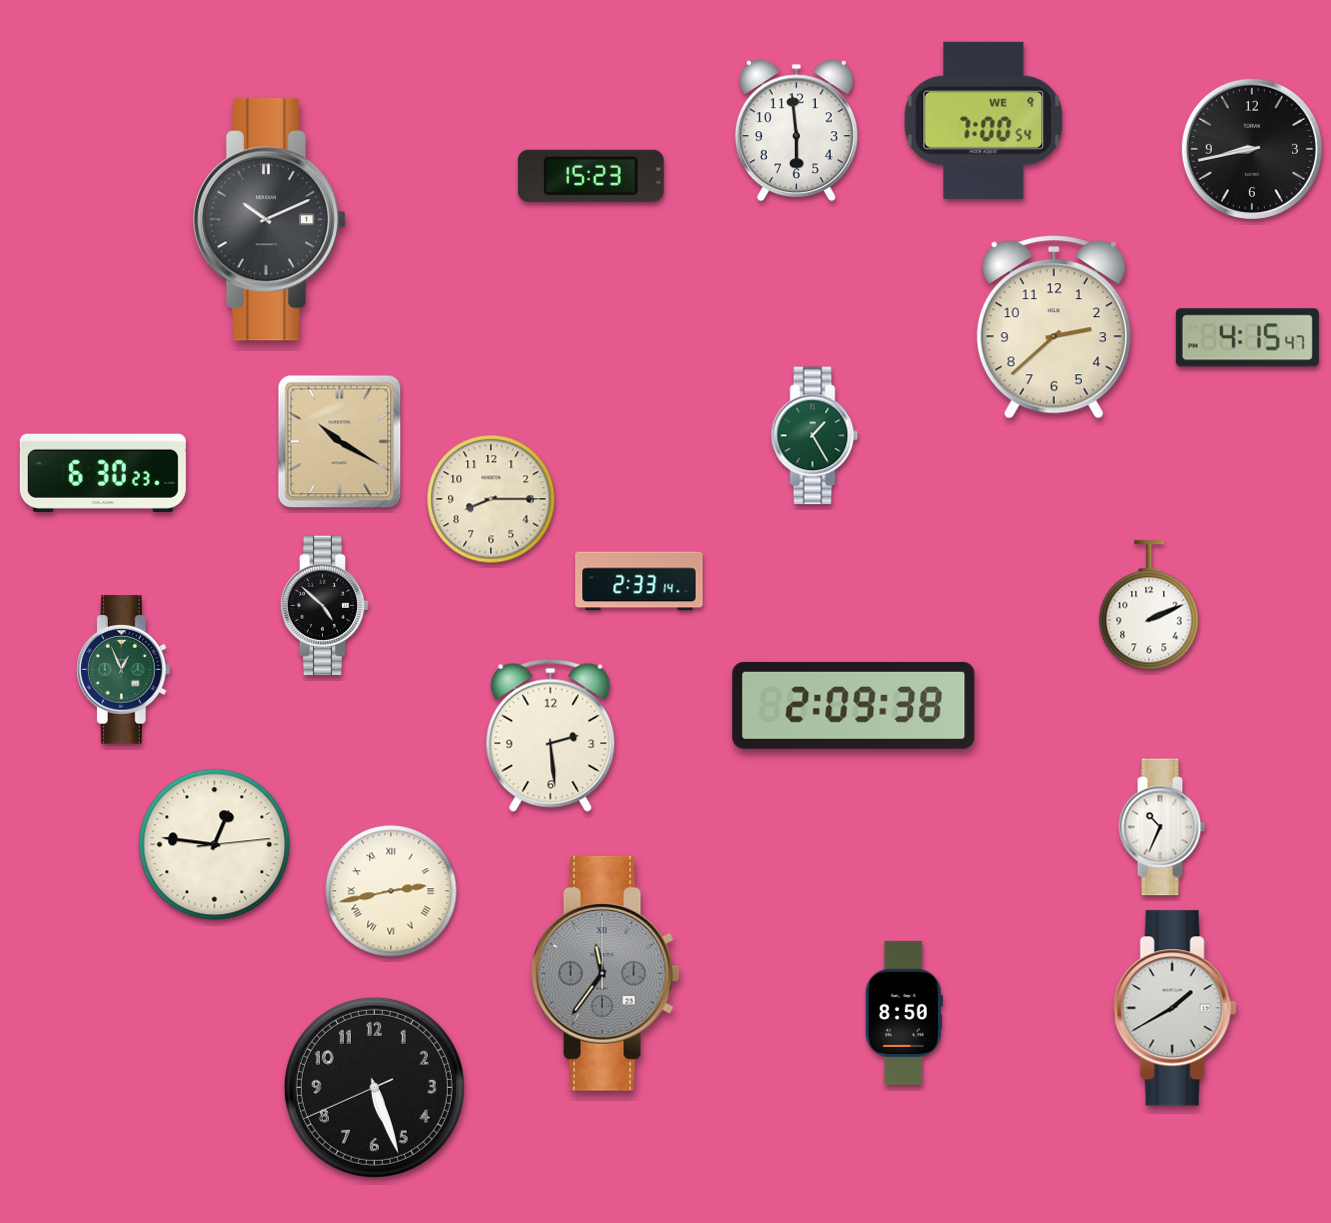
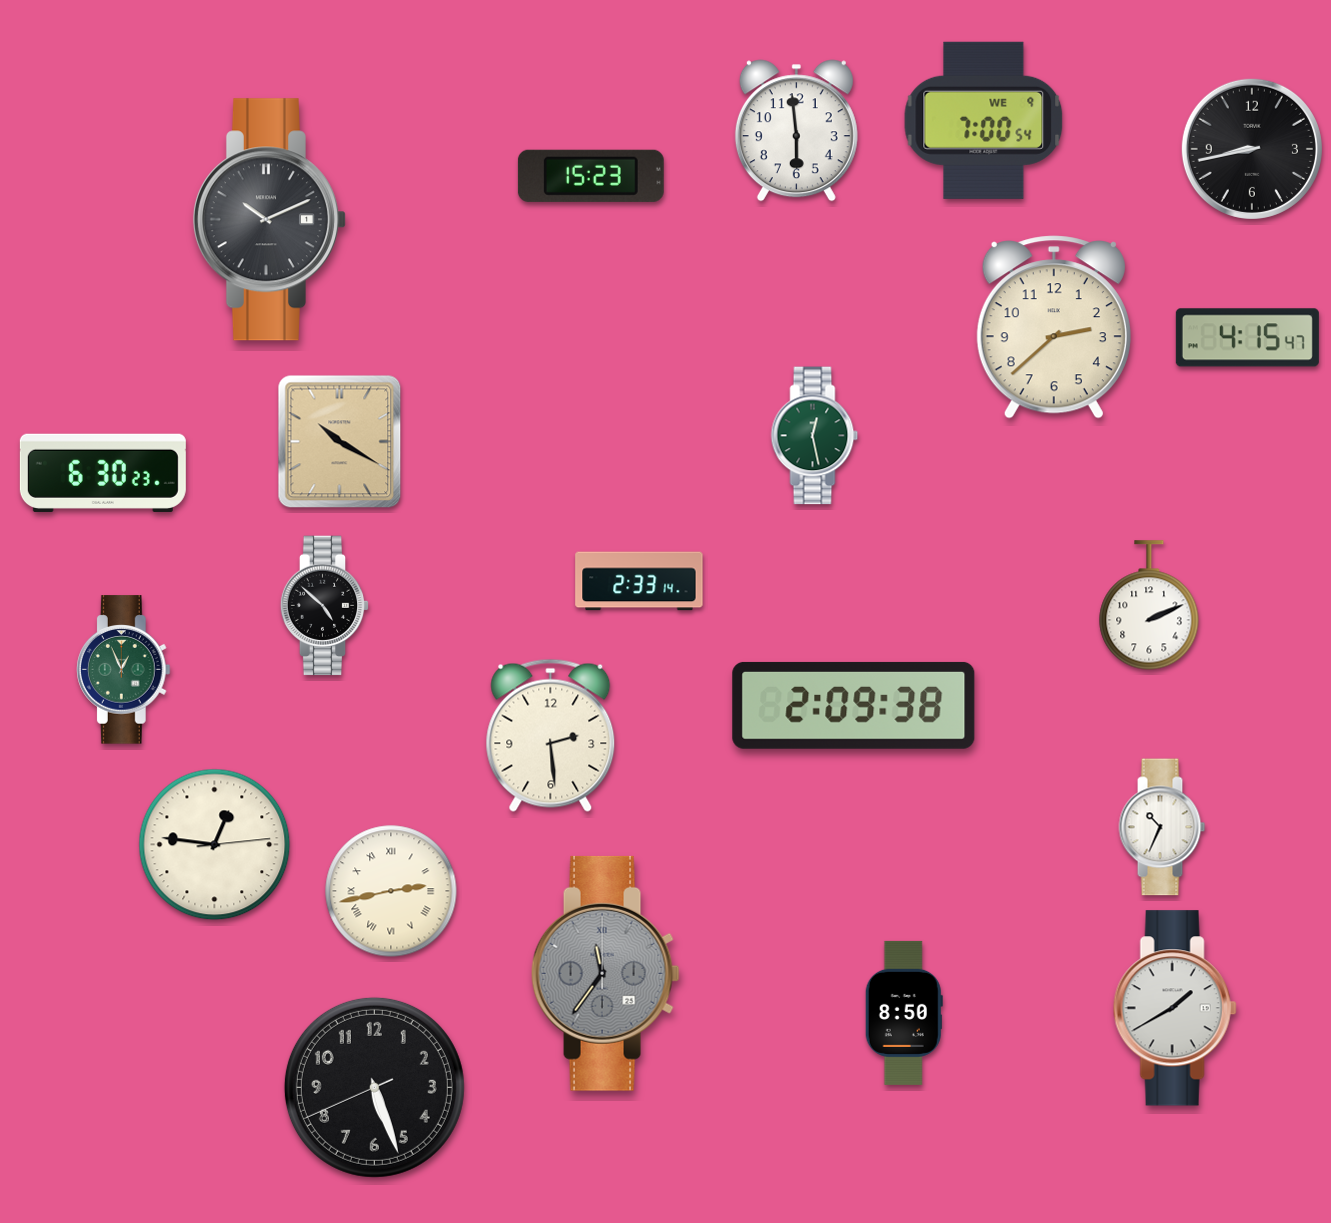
clock at (815, 436): 1:25 -> 12:28
clock at (491, 499): 8:15 -> none
